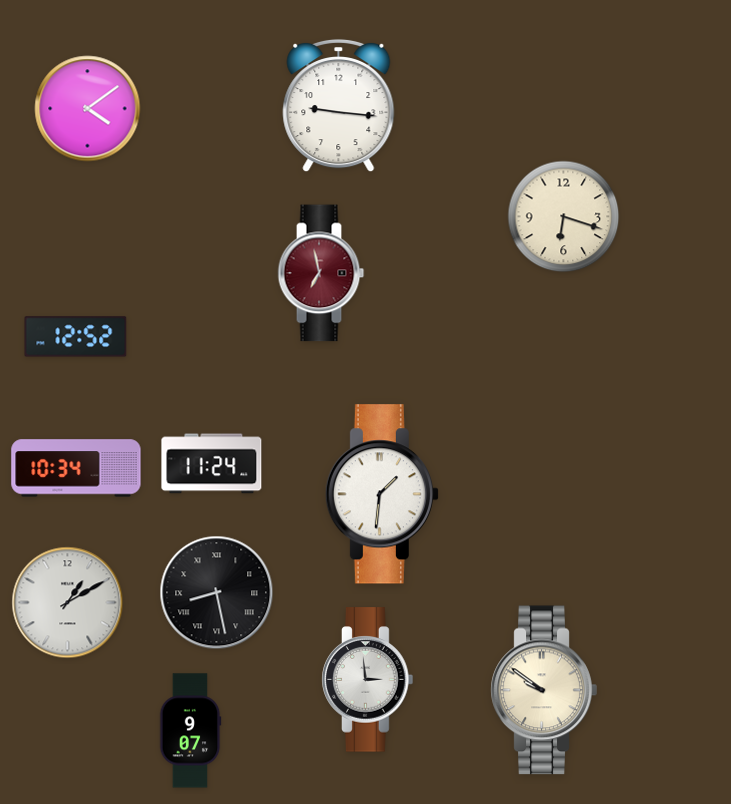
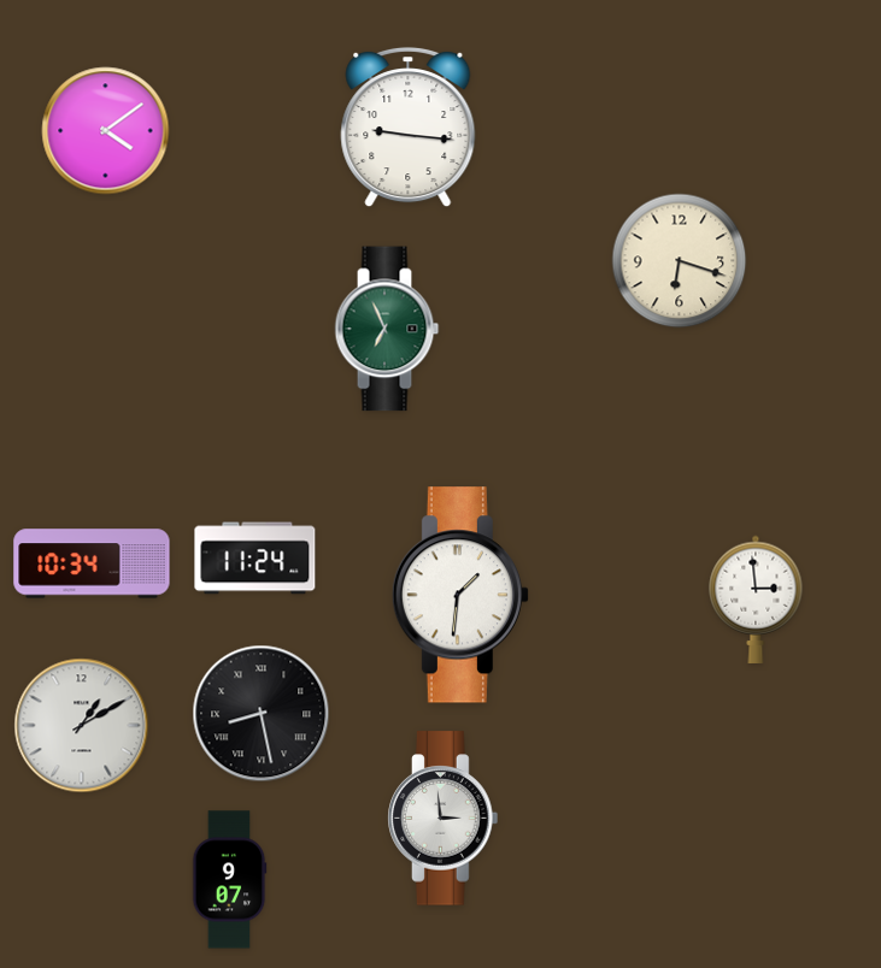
clock at (321, 273): 6:58 -> 6:56
clock at (321, 273) dial: burgundy -> green
clock at (76, 337): 12:52 -> none
clock at (756, 598): none -> 2:59
clock at (544, 690): 9:51 -> none
